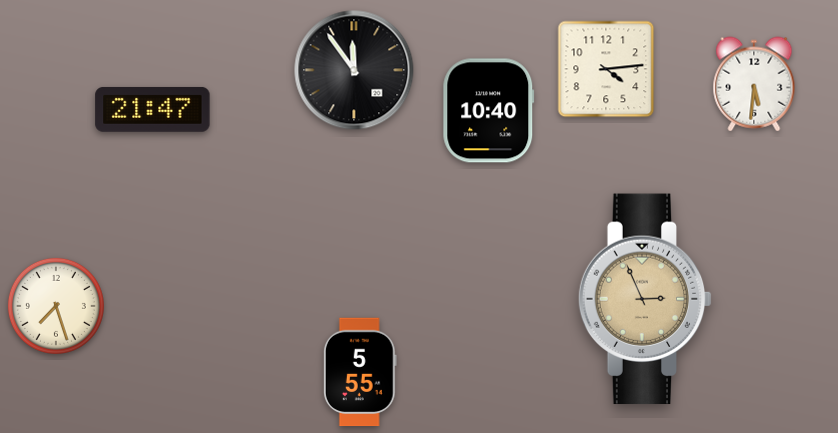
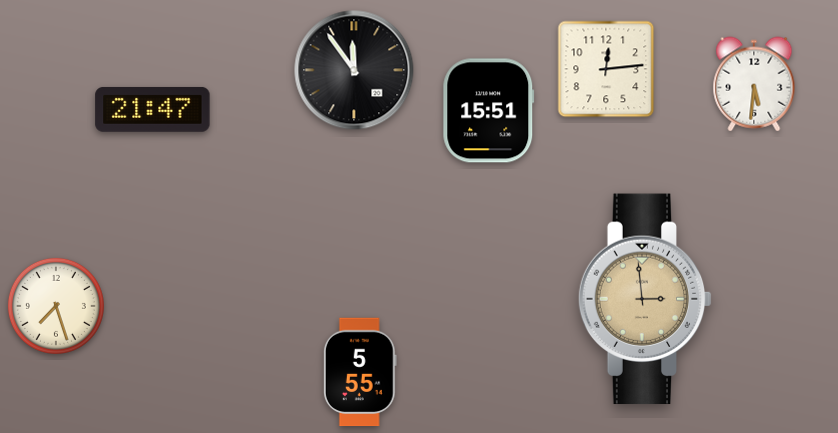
clock at (606, 69): 4:14 -> 12:14
clock at (489, 111): 10:40 -> 15:51
clock at (645, 299): 2:56 -> 2:59
